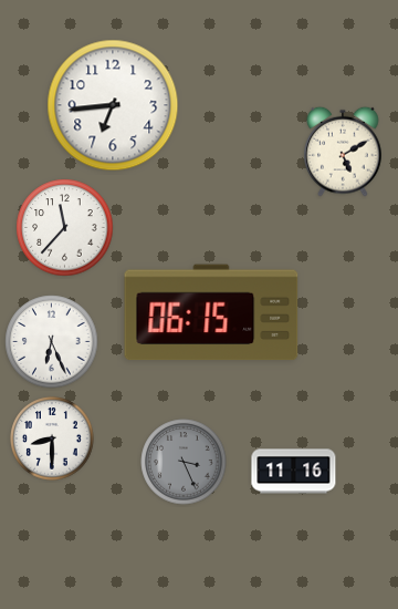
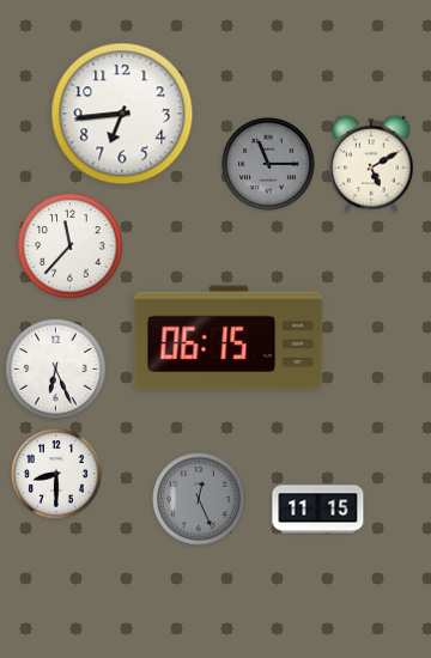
clock at (268, 164): none -> 11:15
clock at (184, 462): 3:26 -> 12:26
clock at (294, 472): 11:16 -> 11:15
